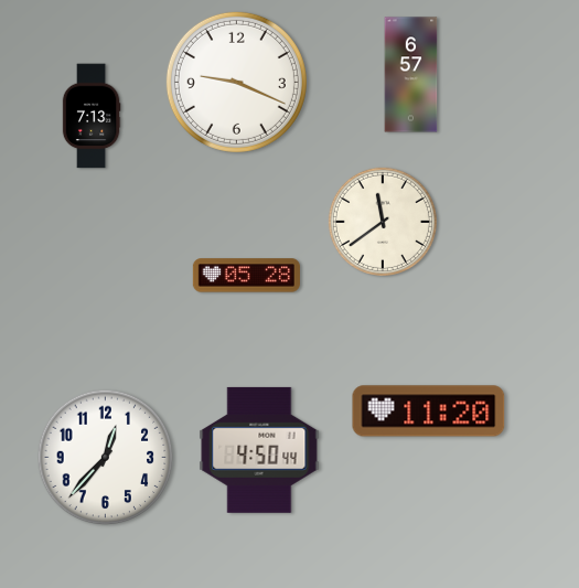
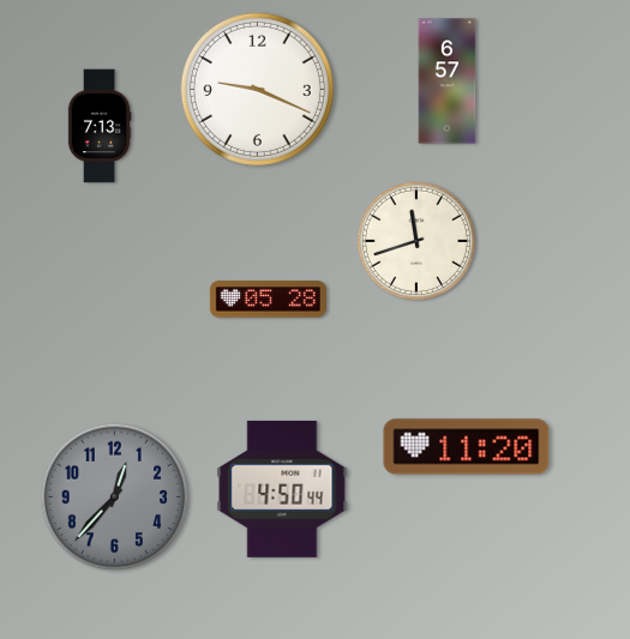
clock at (383, 222): 11:39 -> 11:42
clock at (106, 458) dial: white -> grey
